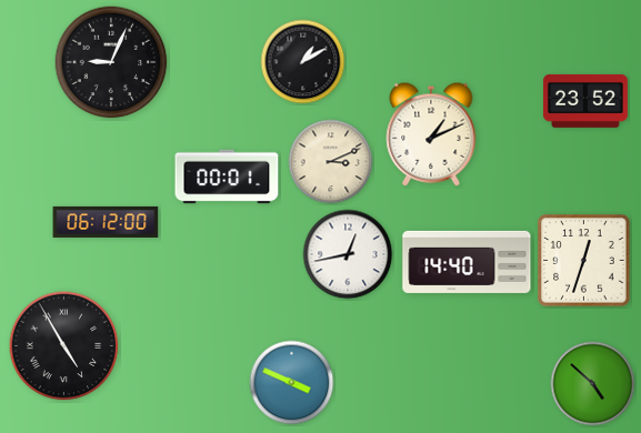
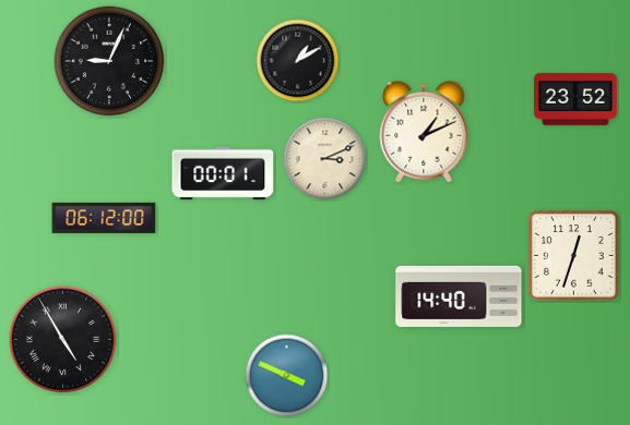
clock at (348, 254): 12:43 -> none
clock at (467, 262) position: (467, 262) -> (459, 296)
clock at (593, 384): 4:52 -> none
